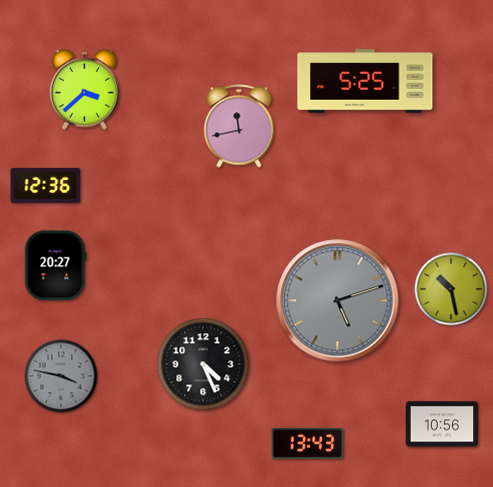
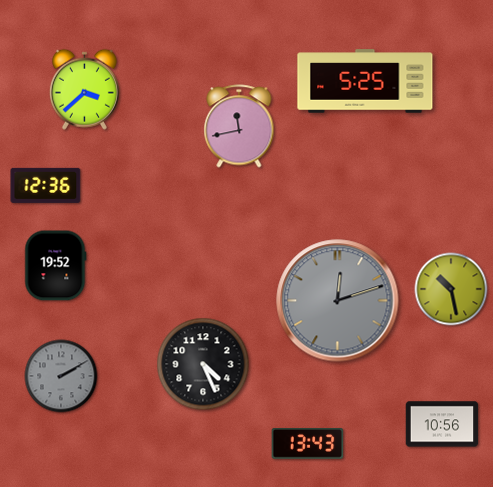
clock at (56, 266): 20:27 -> 19:52
clock at (338, 301): 5:12 -> 12:12
clock at (61, 376): 3:47 -> 2:10
